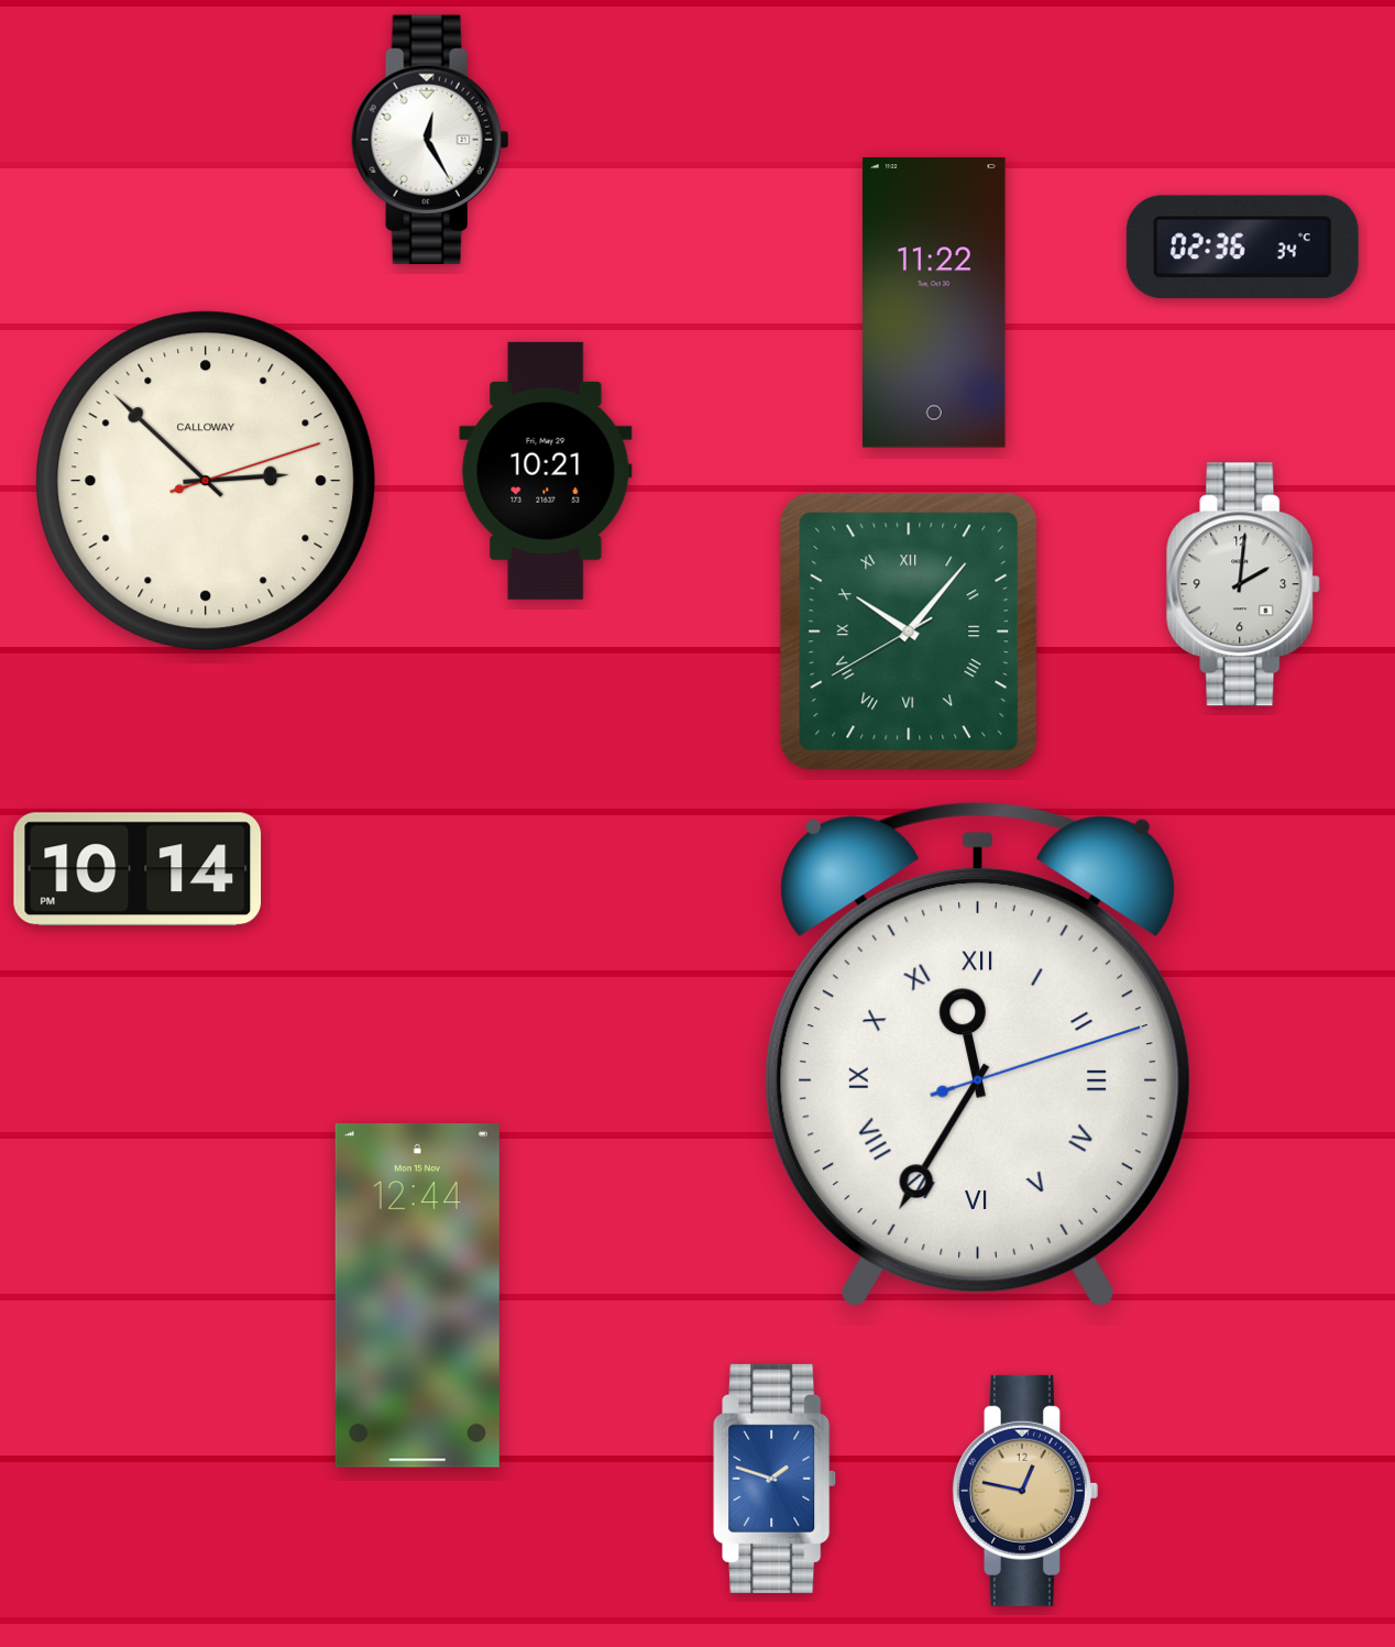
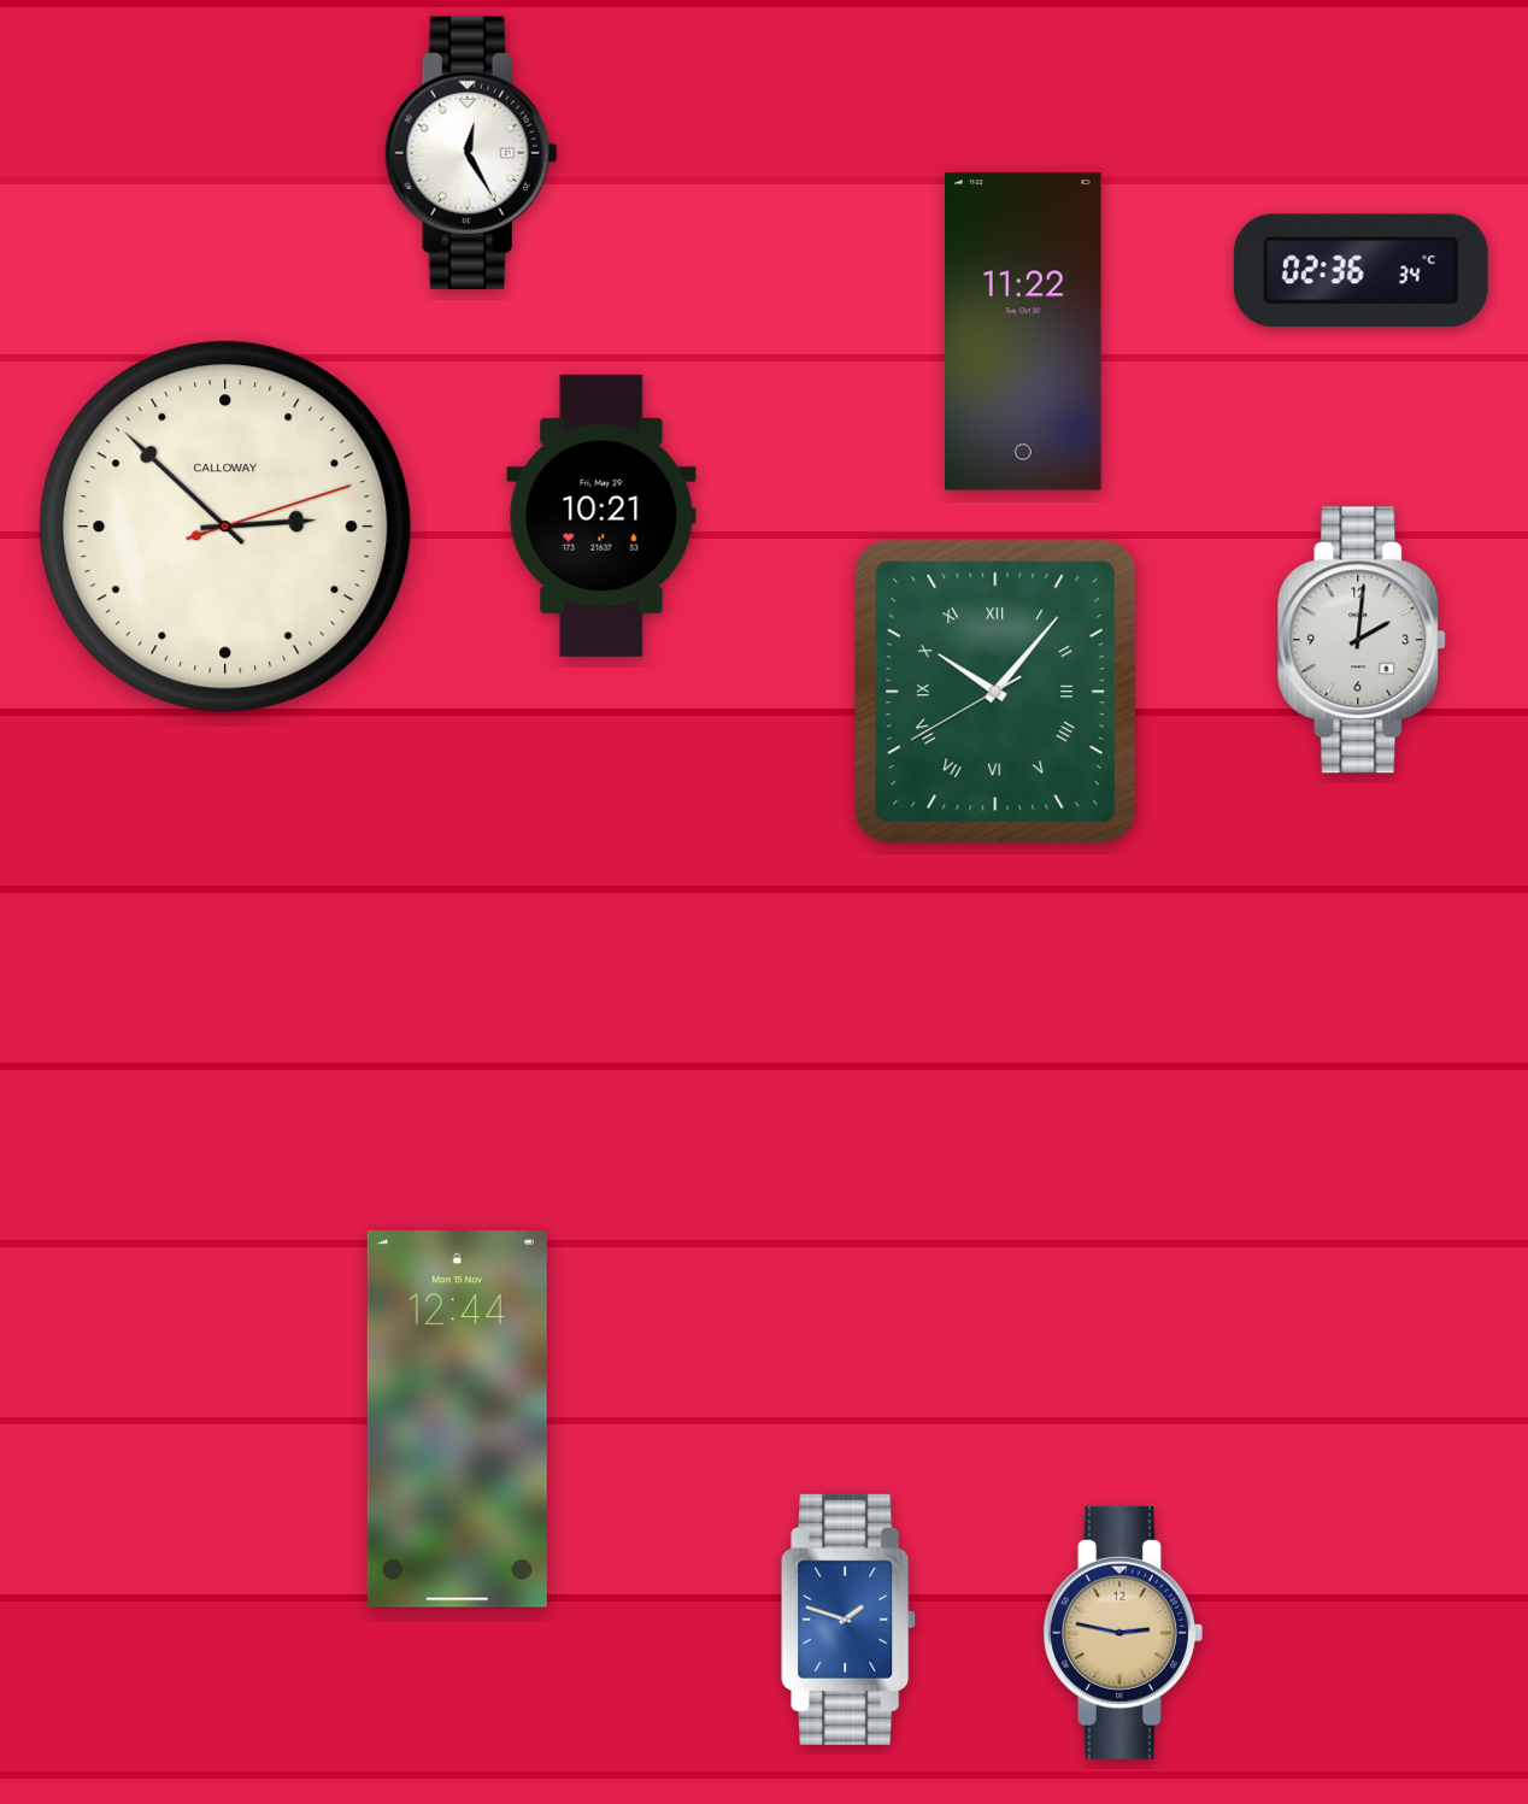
clock at (546, 471) position: (546, 471) -> (601, 516)
clock at (138, 869): 10:14 -> none
clock at (978, 1055): 11:35 -> none
clock at (1024, 1491): 12:47 -> 2:47
